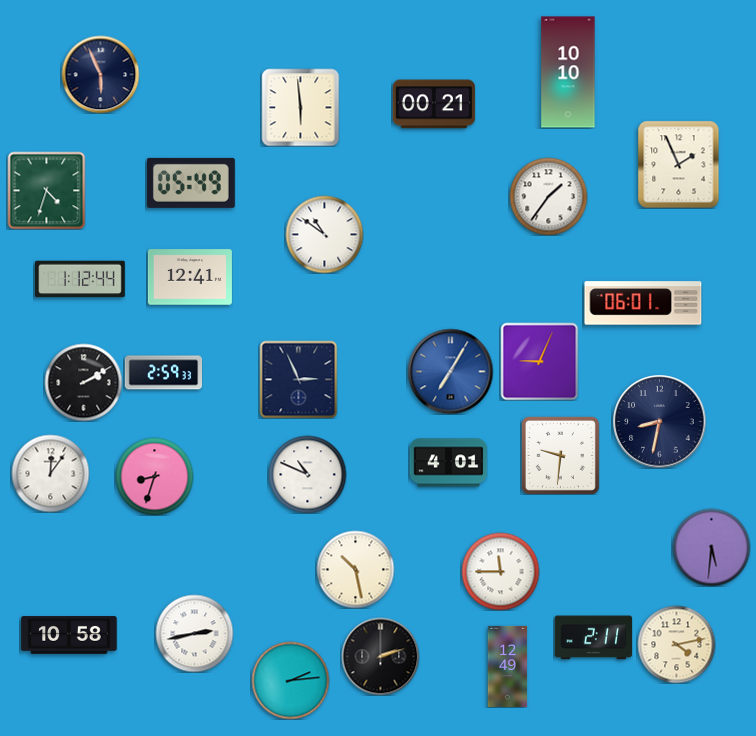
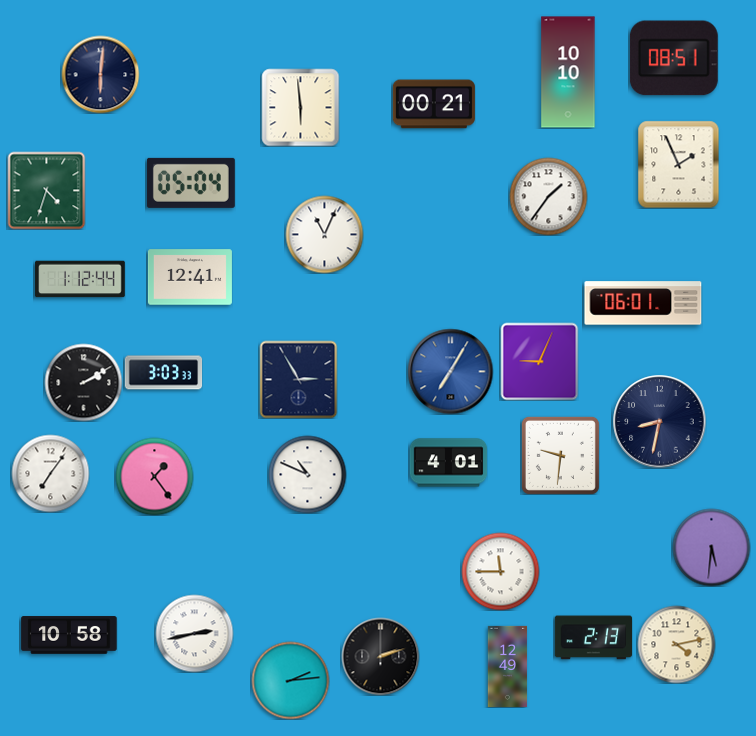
clock at (674, 58): none -> 08:51
clock at (100, 74): 5:56 -> 6:01
clock at (191, 183): 05:49 -> 05:04
clock at (324, 234): 10:51 -> 11:04
clock at (163, 373): 2:59 -> 3:03
clock at (298, 379): 2:56 -> 2:55
clock at (50, 473): 12:06 -> 7:06
clock at (154, 476): 8:33 -> 1:24
clock at (355, 569): 10:28 -> none
clock at (593, 638): 2:11 -> 2:13
